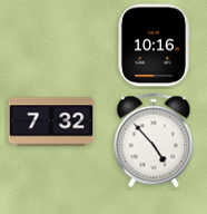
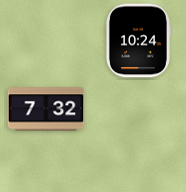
clock at (154, 46): 10:16 -> 10:24
clock at (154, 140): 4:53 -> none
